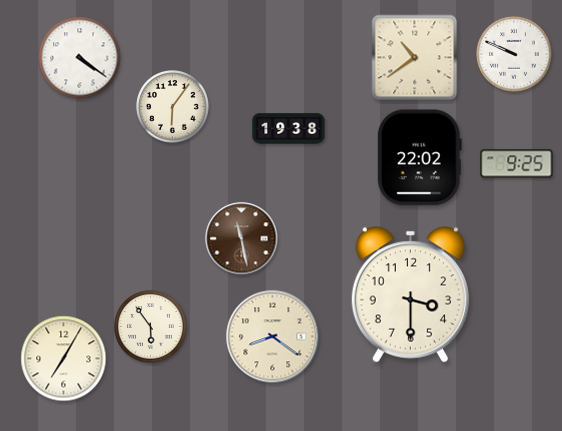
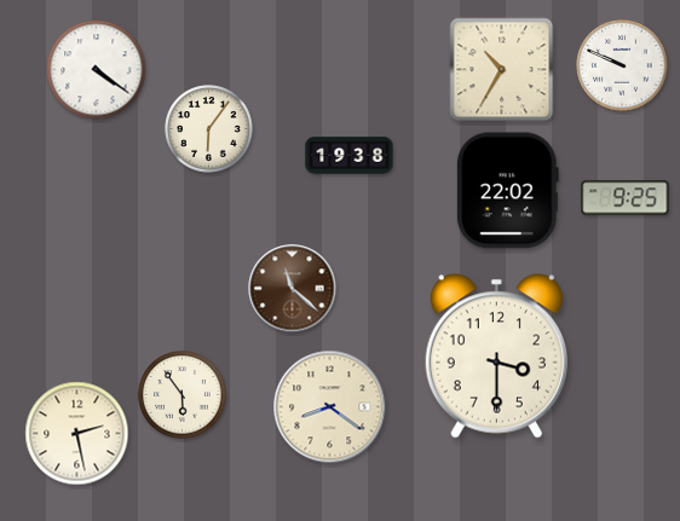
clock at (415, 58): 10:39 -> 10:35
clock at (242, 239): 11:28 -> 11:22
clock at (64, 359): 7:05 -> 2:28
